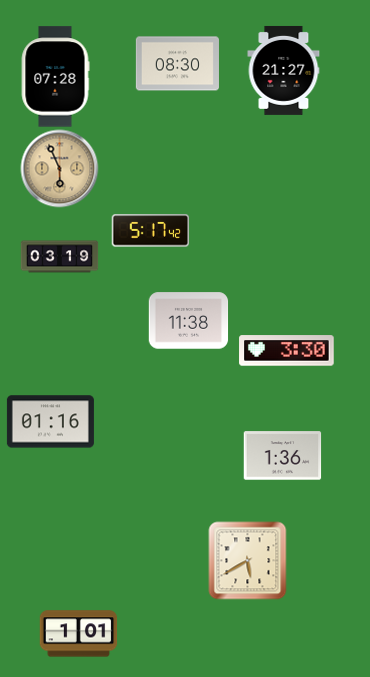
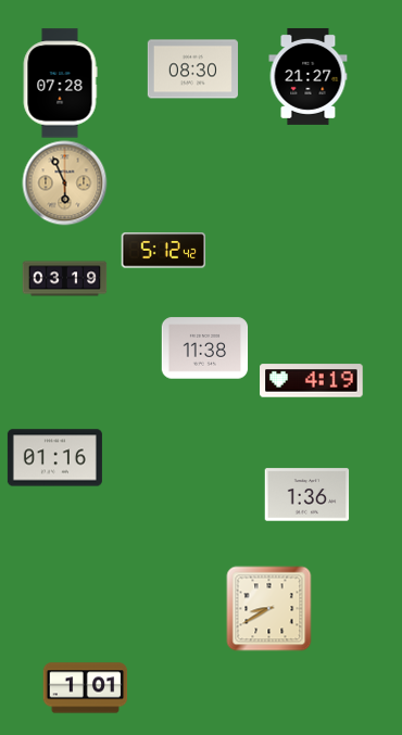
clock at (150, 231): 5:17 -> 5:12
clock at (287, 351): 3:30 -> 4:19
clock at (247, 560): 5:40 -> 8:40
